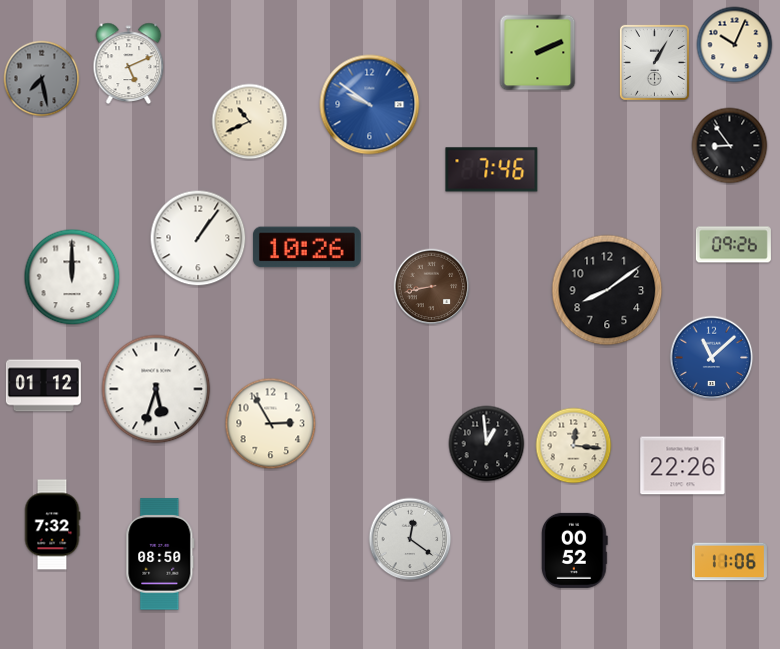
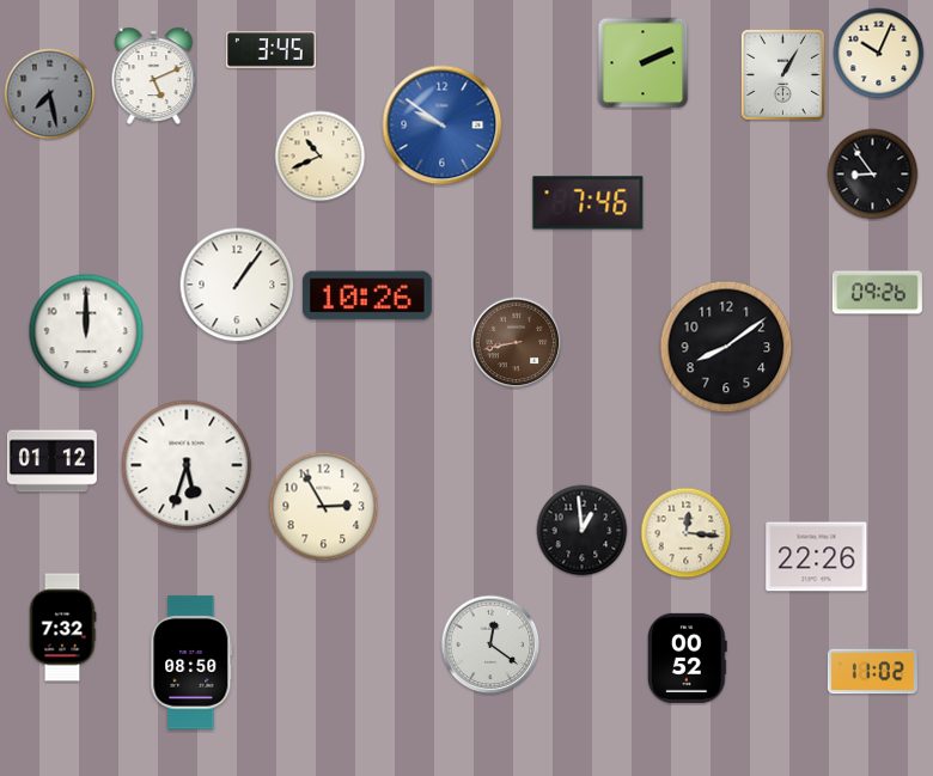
clock at (270, 50): none -> 3:45
clock at (250, 122) position: (250, 122) -> (321, 157)
clock at (712, 358): 11:08 -> none
clock at (729, 562): 11:06 -> 11:02
